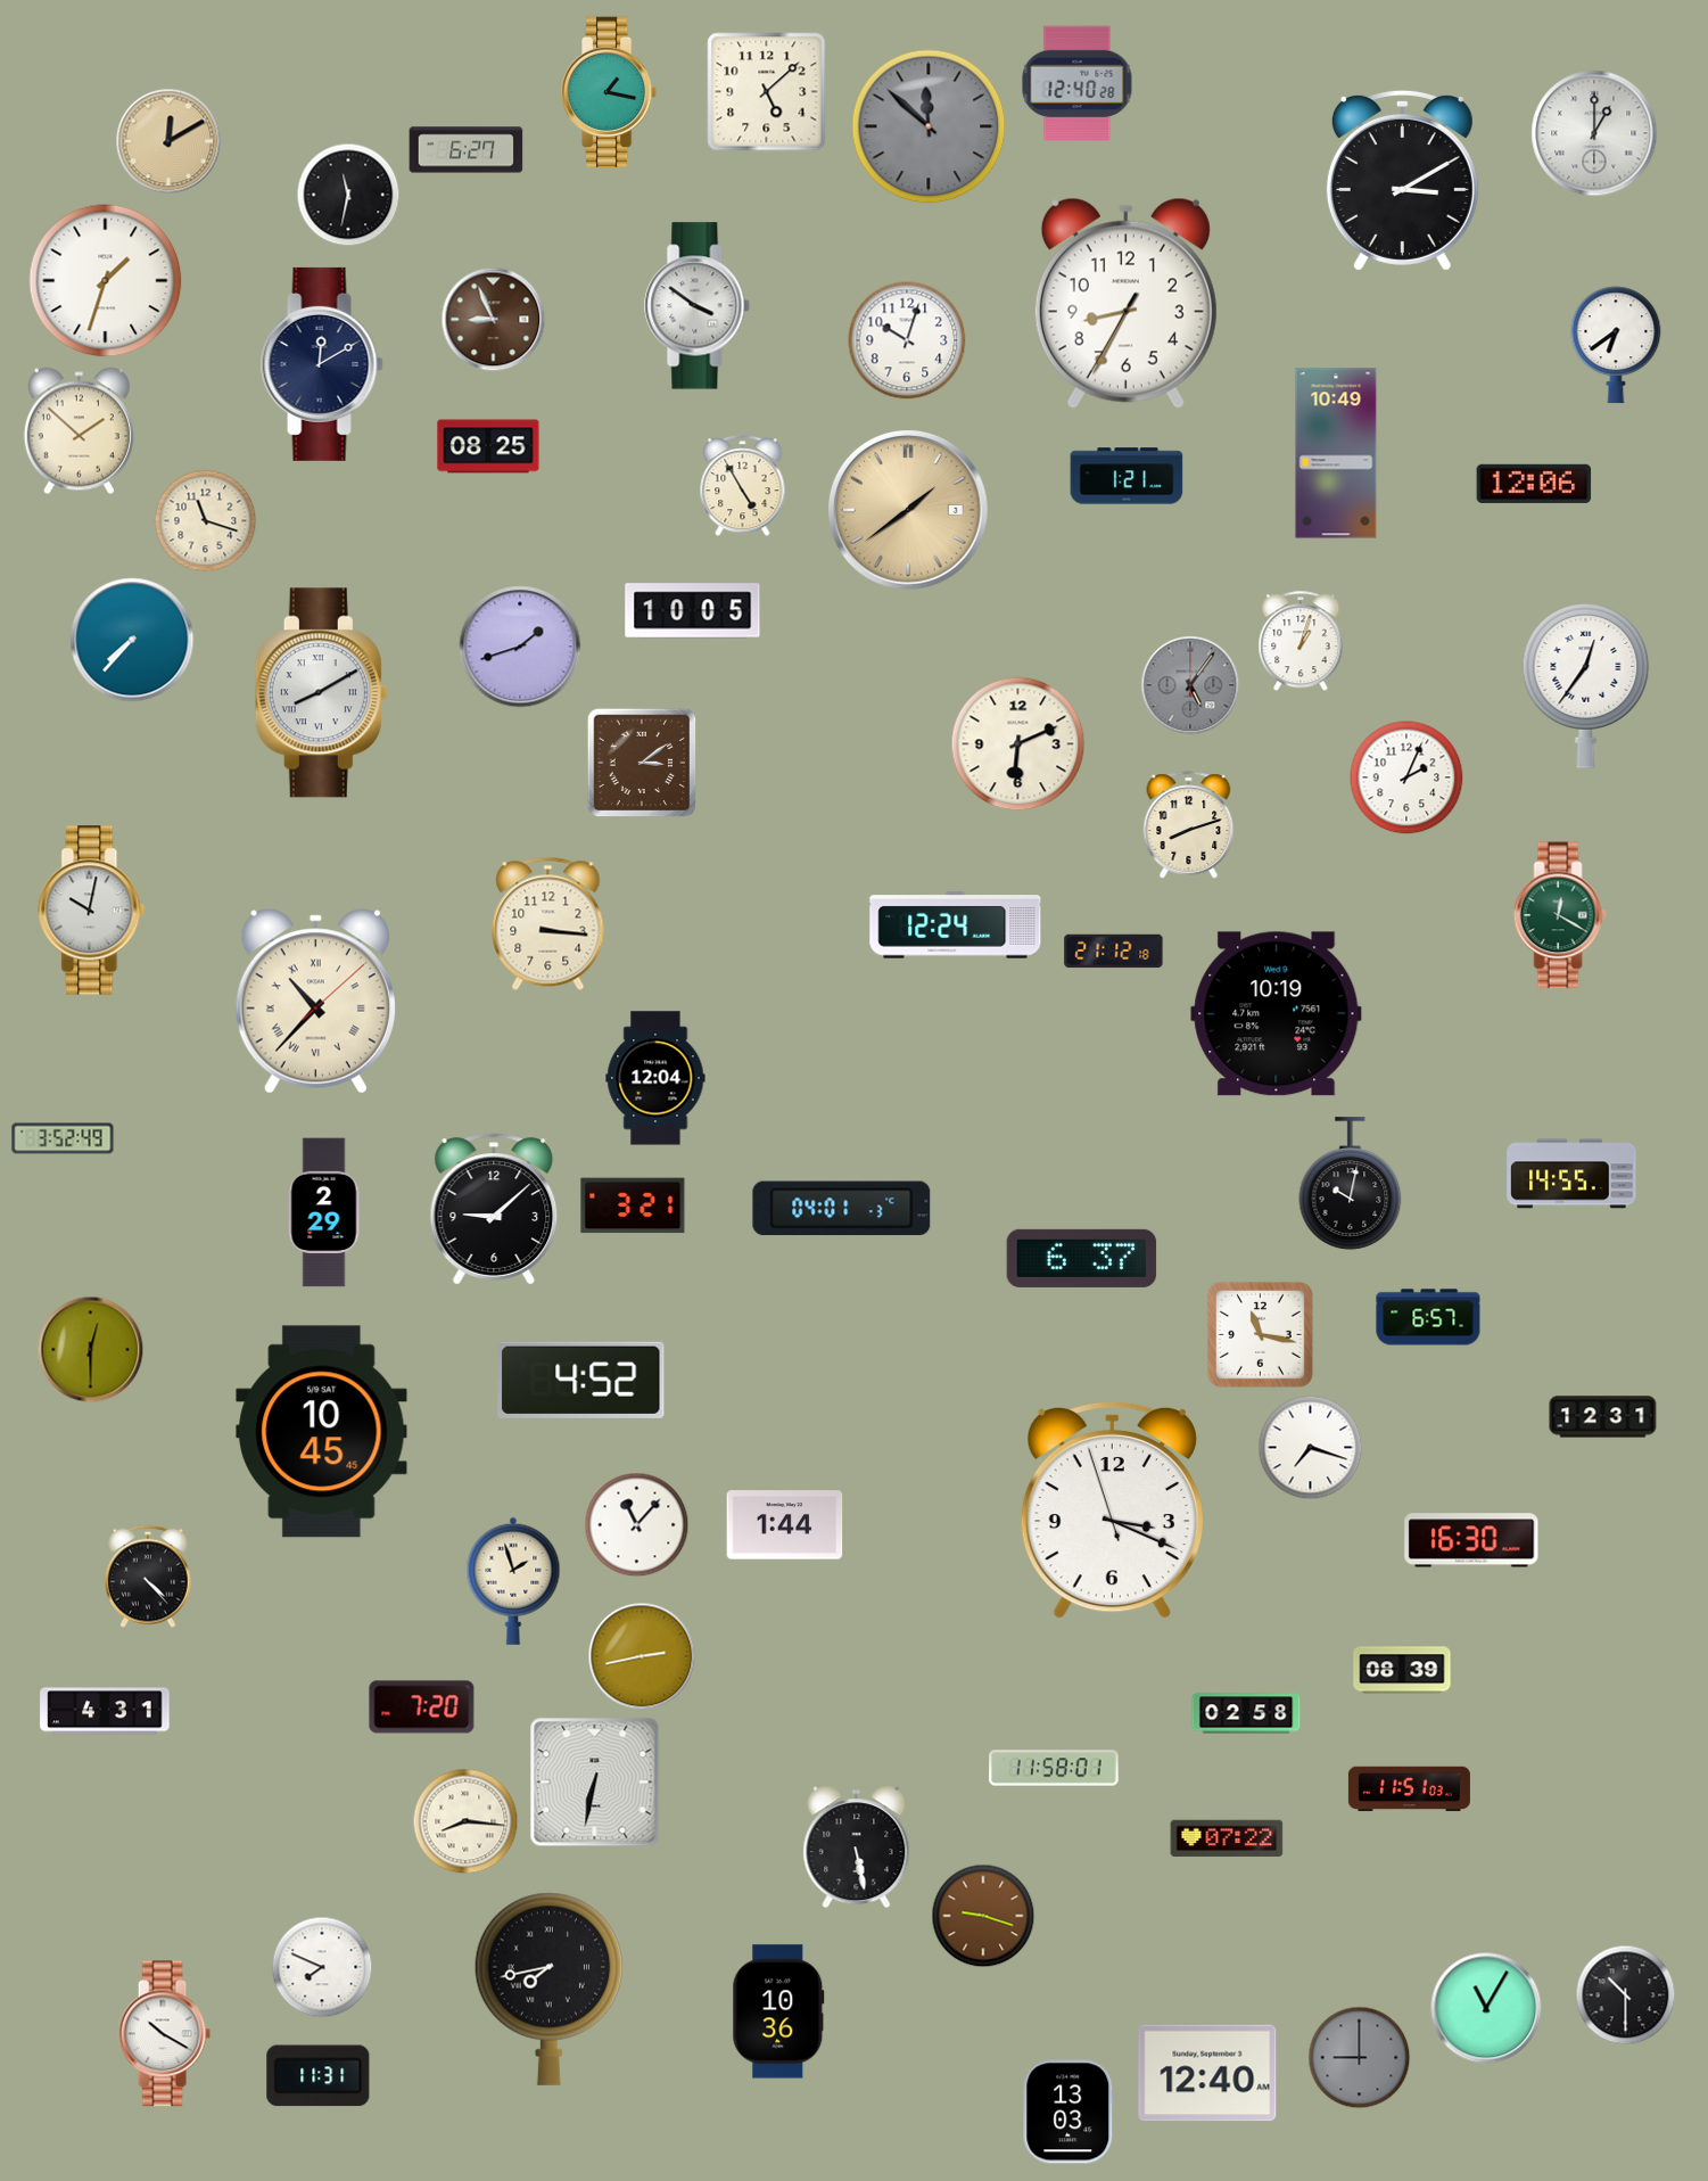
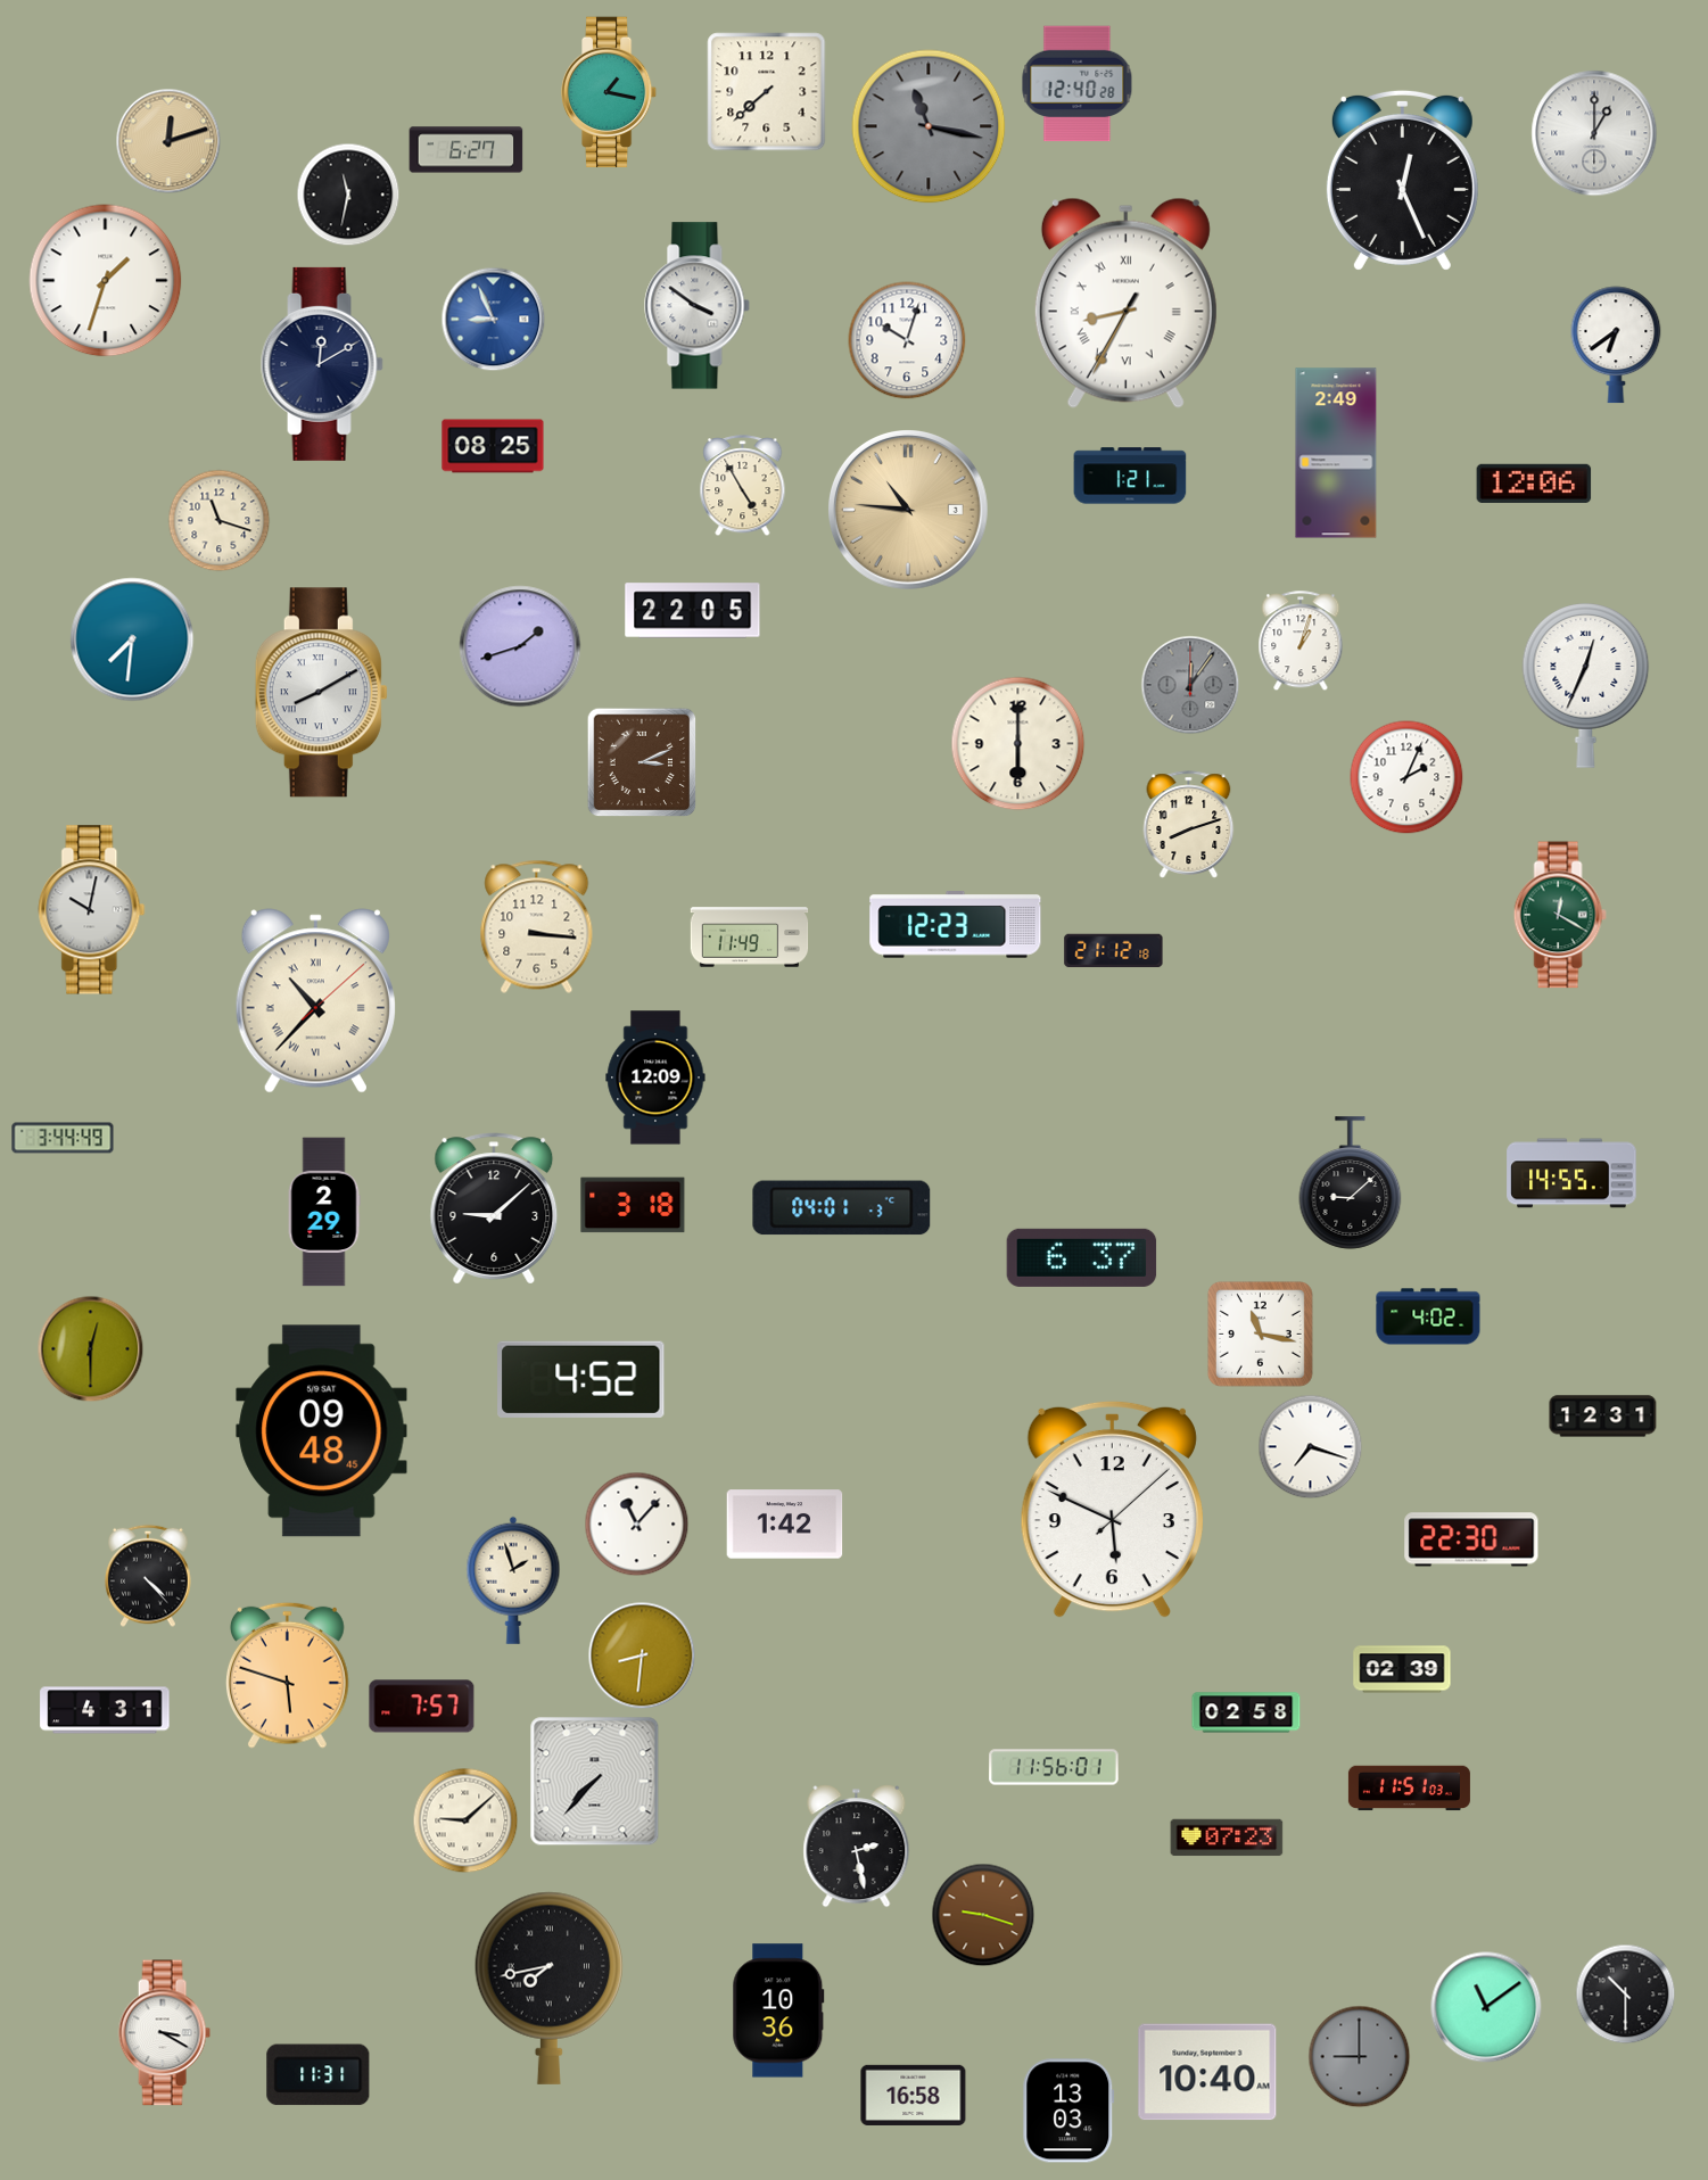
clock at (767, 92): 5:08 -> 7:38
clock at (929, 126): 11:52 -> 11:17
clock at (168, 141): 12:10 -> 12:12
clock at (1402, 180): 3:10 -> 12:26
clock at (1125, 303) numerals: Arabic -> Roman
clock at (494, 320) dial: brown -> blue
clock at (79, 431): 1:52 -> none
clock at (488, 446) position: (488, 446) -> (493, 446)
clock at (1336, 453): 10:49 -> 2:49
clock at (1127, 476) position: (1127, 476) -> (1130, 476)
clock at (909, 511): 1:39 -> 10:46
clock at (206, 521) position: (206, 521) -> (220, 521)
clock at (693, 611): 10:05 -> 22:05
clock at (132, 640): 7:37 -> 7:31
clock at (1190, 685): 5:06 -> 12:06
clock at (1586, 686): 12:36 -> 12:34
clock at (1018, 744): 6:11 -> 6:00
clock at (642, 763): 3:09 -> 3:11
clock at (548, 923) position: (548, 923) -> (537, 926)
clock at (956, 925): 12:24 -> 12:23
clock at (750, 938): none -> 11:49
clock at (1277, 1014): 10:19 -> none
clock at (655, 1078): 12:04 -> 12:09
clock at (63, 1138): 3:52 -> 3:44
clock at (1351, 1184): 10:02 -> 9:08
clock at (633, 1205): 3:21 -> 3:18
clock at (1428, 1317): 6:57 -> 4:02
clock at (322, 1432): 10:45 -> 09:48
clock at (1112, 1509): 3:18 -> 5:49
clock at (785, 1525): 1:44 -> 1:42
clock at (1471, 1540): 16:30 -> 22:30
clock at (642, 1656): 2:43 -> 8:31
clock at (1402, 1670): 08:39 -> 02:39
clock at (287, 1675): none -> 5:48
clock at (422, 1707): 7:20 -> 7:57
clock at (1054, 1768): 11:58 -> 11:56
clock at (595, 1783): 6:32 -> 7:37
clock at (465, 1821): 8:16 -> 9:08
clock at (1227, 1838): 07:22 -> 07:23
clock at (857, 1847): 5:28 -> 2:28
clock at (322, 1967): 7:49 -> none
clock at (1486, 2008): 11:05 -> 11:09
clock at (164, 2034): 10:20 -> 3:20
clock at (1207, 2073): 12:40 -> 10:40
clock at (914, 2095): none -> 16:58
